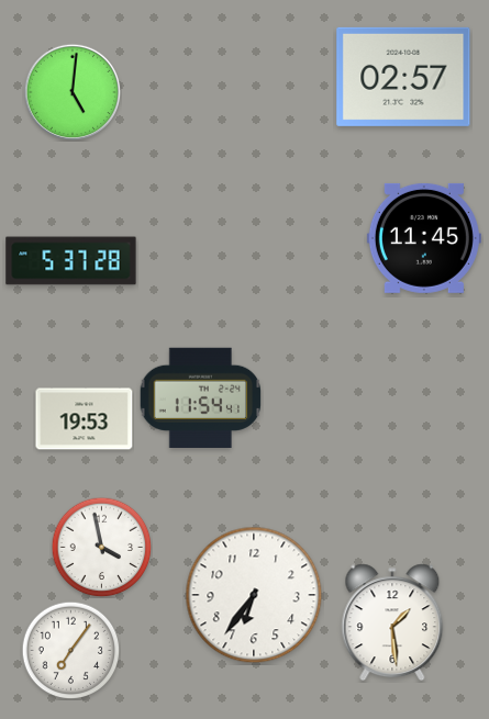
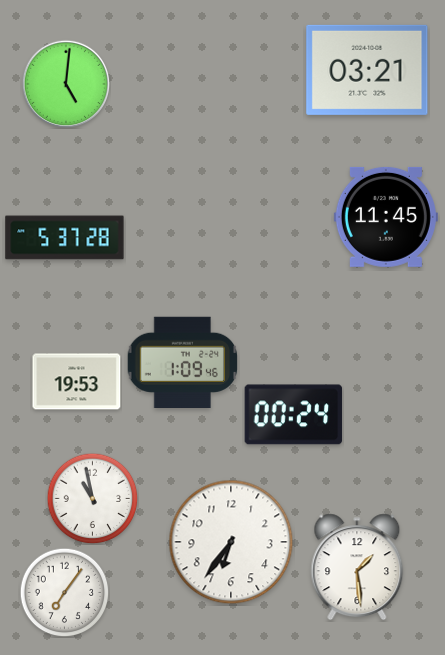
clock at (403, 77): 02:57 -> 03:21
clock at (201, 397): 11:54 -> 1:09
clock at (294, 415): none -> 00:24
clock at (101, 547): 3:58 -> 10:58
